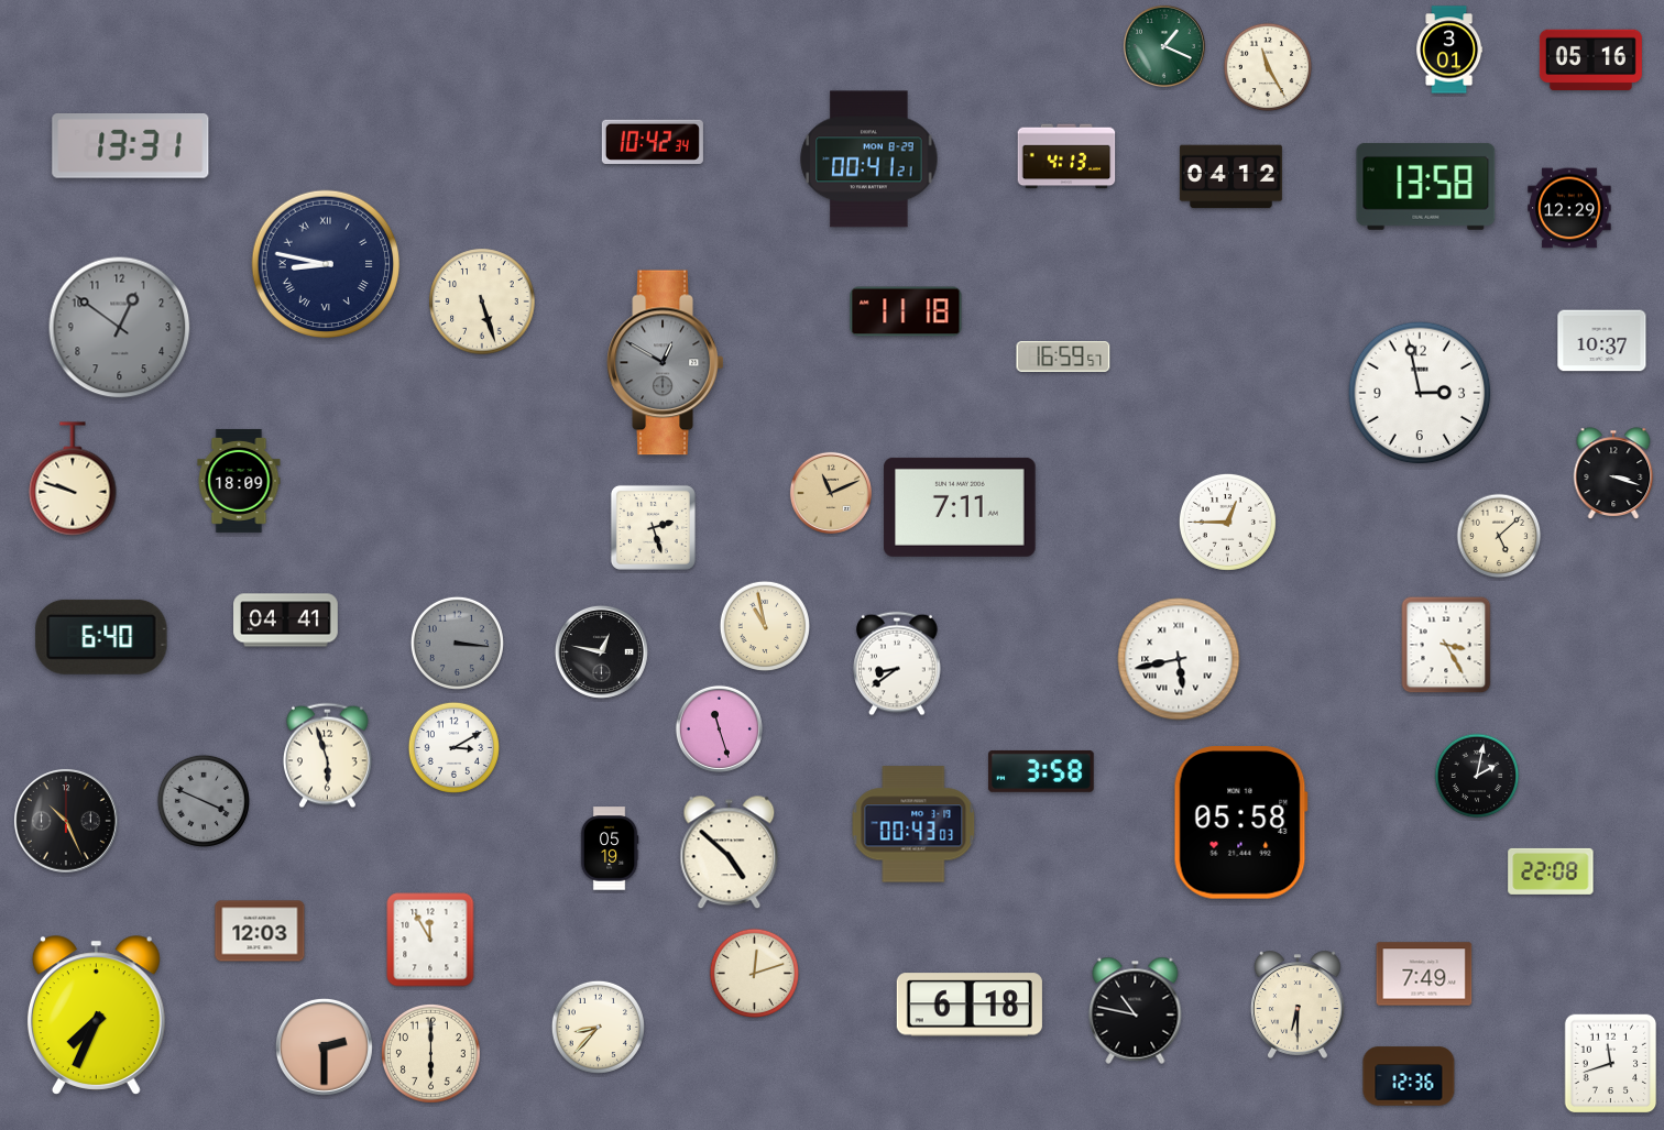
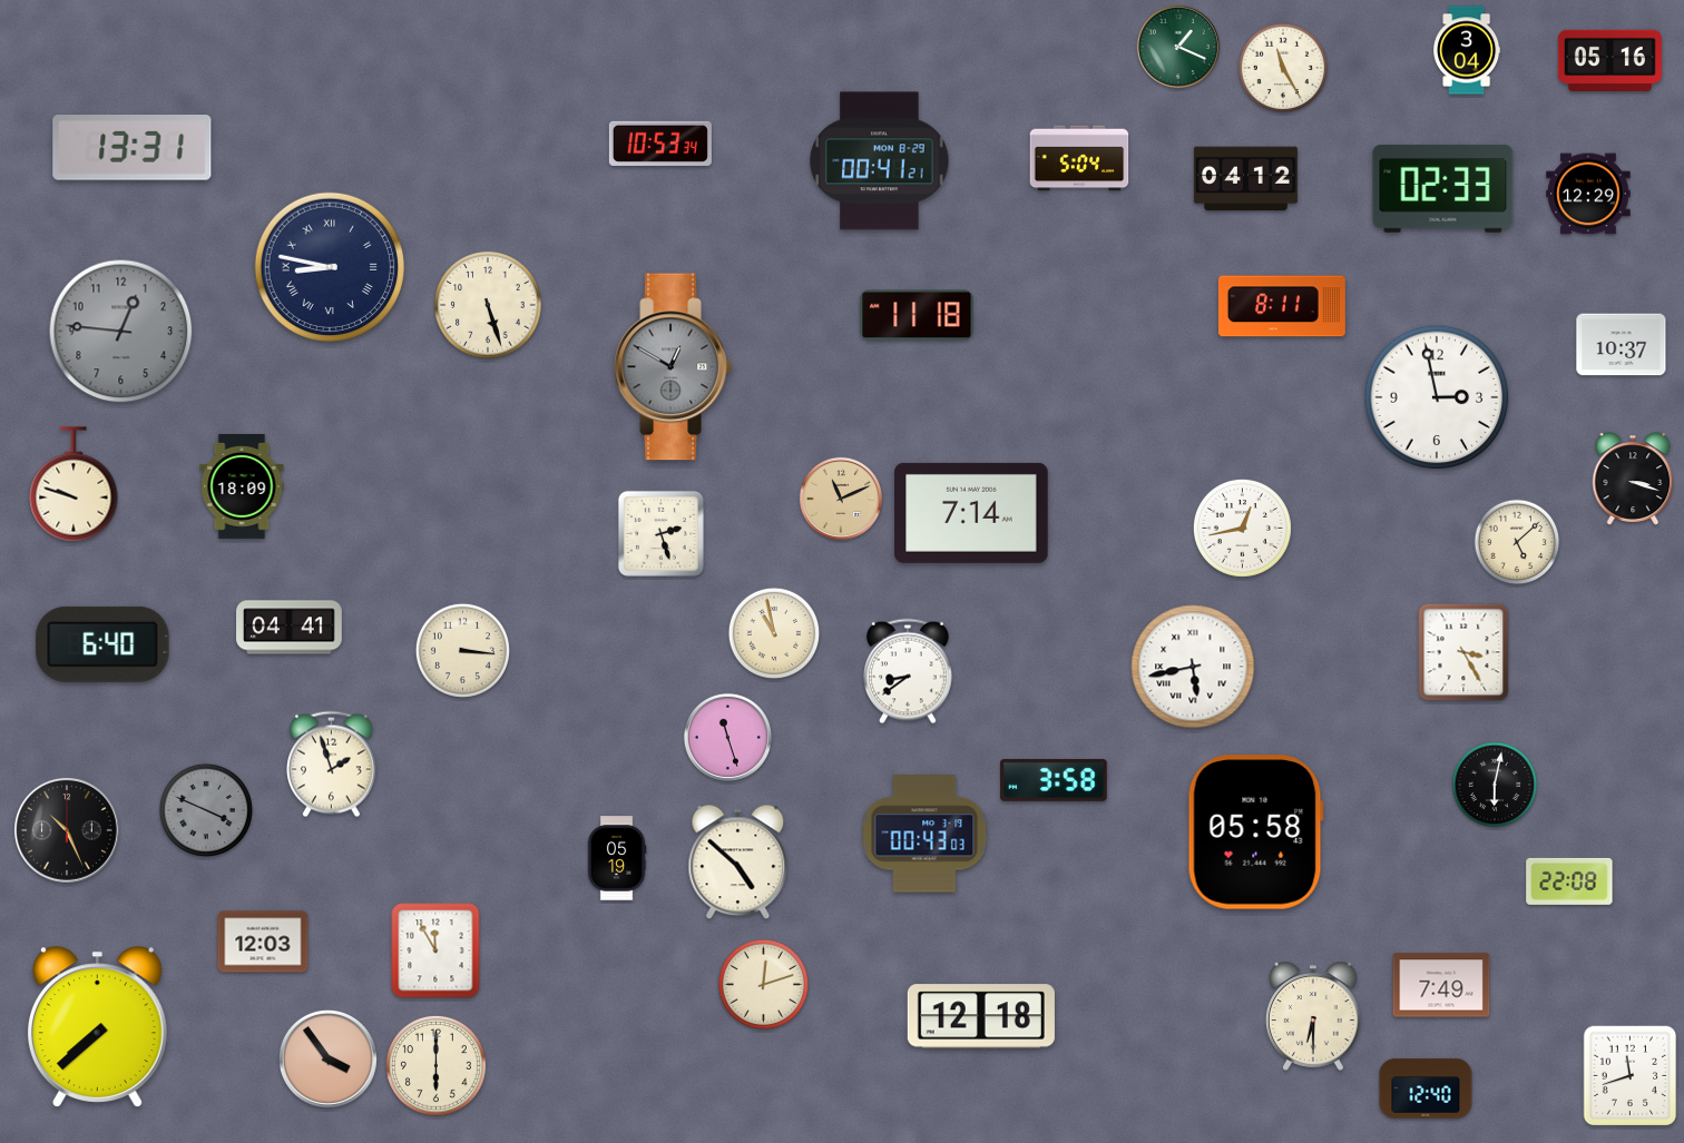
clock at (1449, 50): 3:01 -> 3:04
clock at (653, 142): 10:42 -> 10:53
clock at (1066, 156): 4:13 -> 5:04
clock at (1426, 186): 13:58 -> 02:33
clock at (1569, 208) position: (1569, 208) -> (1588, 194)
clock at (1282, 306): none -> 8:11
clock at (120, 328): 12:51 -> 12:46
clock at (1063, 358): 16:59 -> none
clock at (960, 507): 7:11 -> 7:14
clock at (1227, 522): 12:45 -> 12:43
clock at (457, 643) dial: grey -> cream
clock at (601, 651): 12:47 -> none
clock at (453, 747): 3:10 -> none
clock at (327, 756): 5:57 -> 1:57
clock at (1477, 776): 2:02 -> 6:02
clock at (970, 1005): 6:18 -> 12:18
clock at (1136, 1010): 10:47 -> none
clock at (96, 1016): 7:34 -> 7:38
clock at (598, 1027): 8:37 -> none
clock at (324, 1046): 2:30 -> 3:54
clock at (1409, 1076): 12:36 -> 12:40
